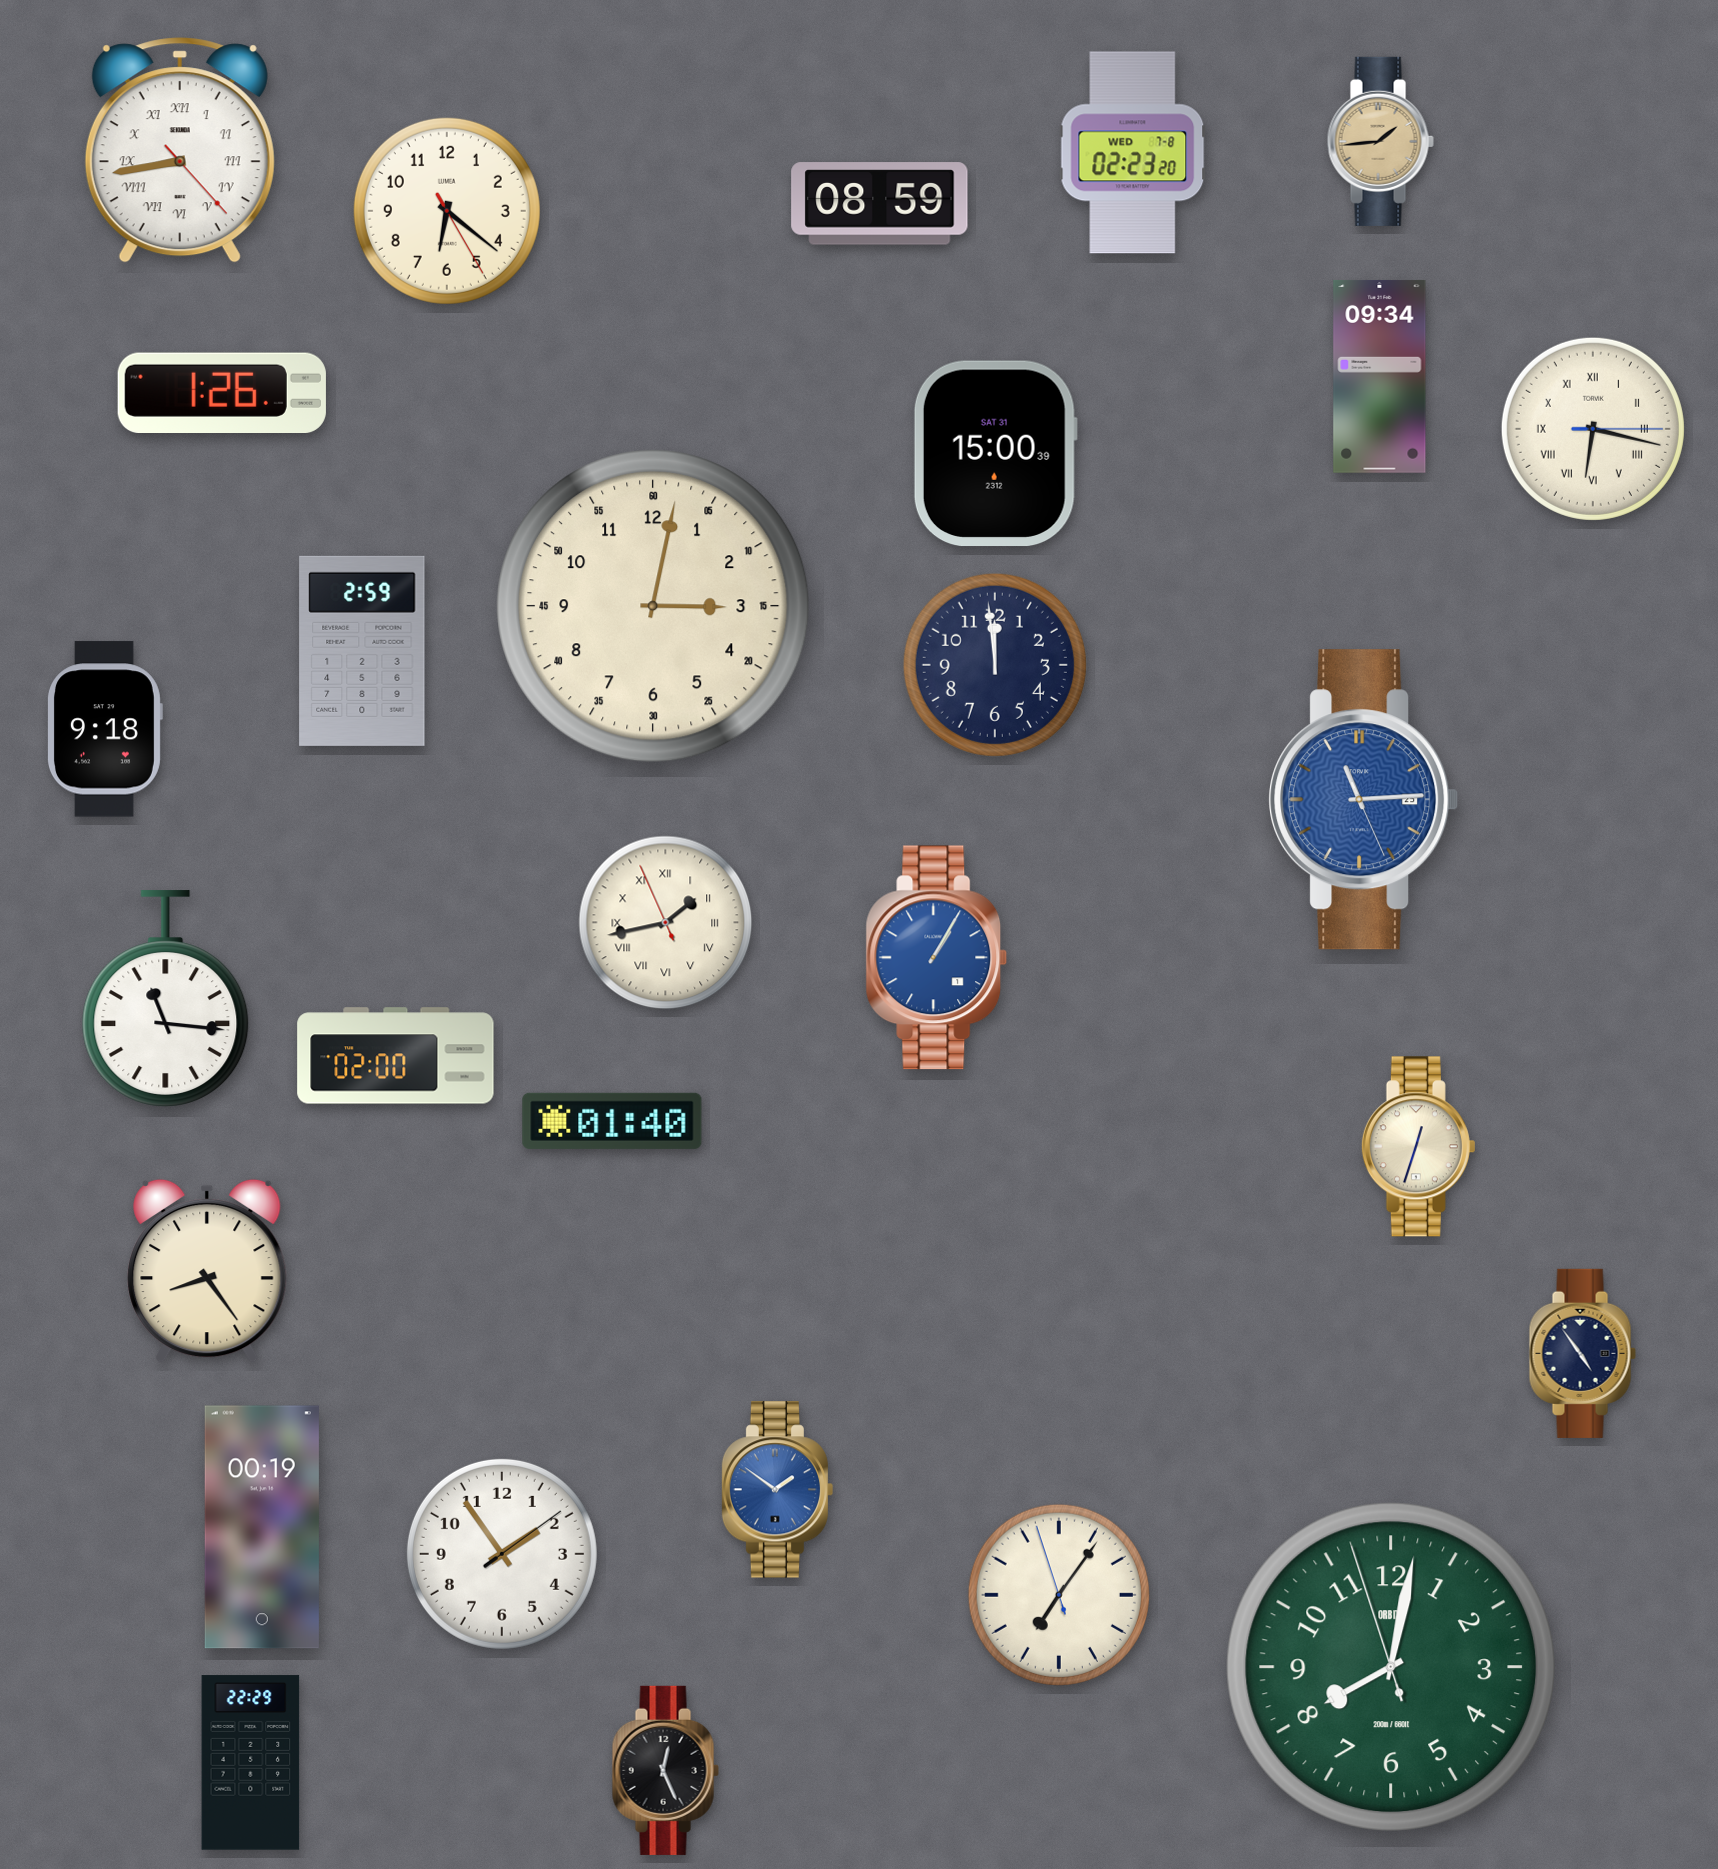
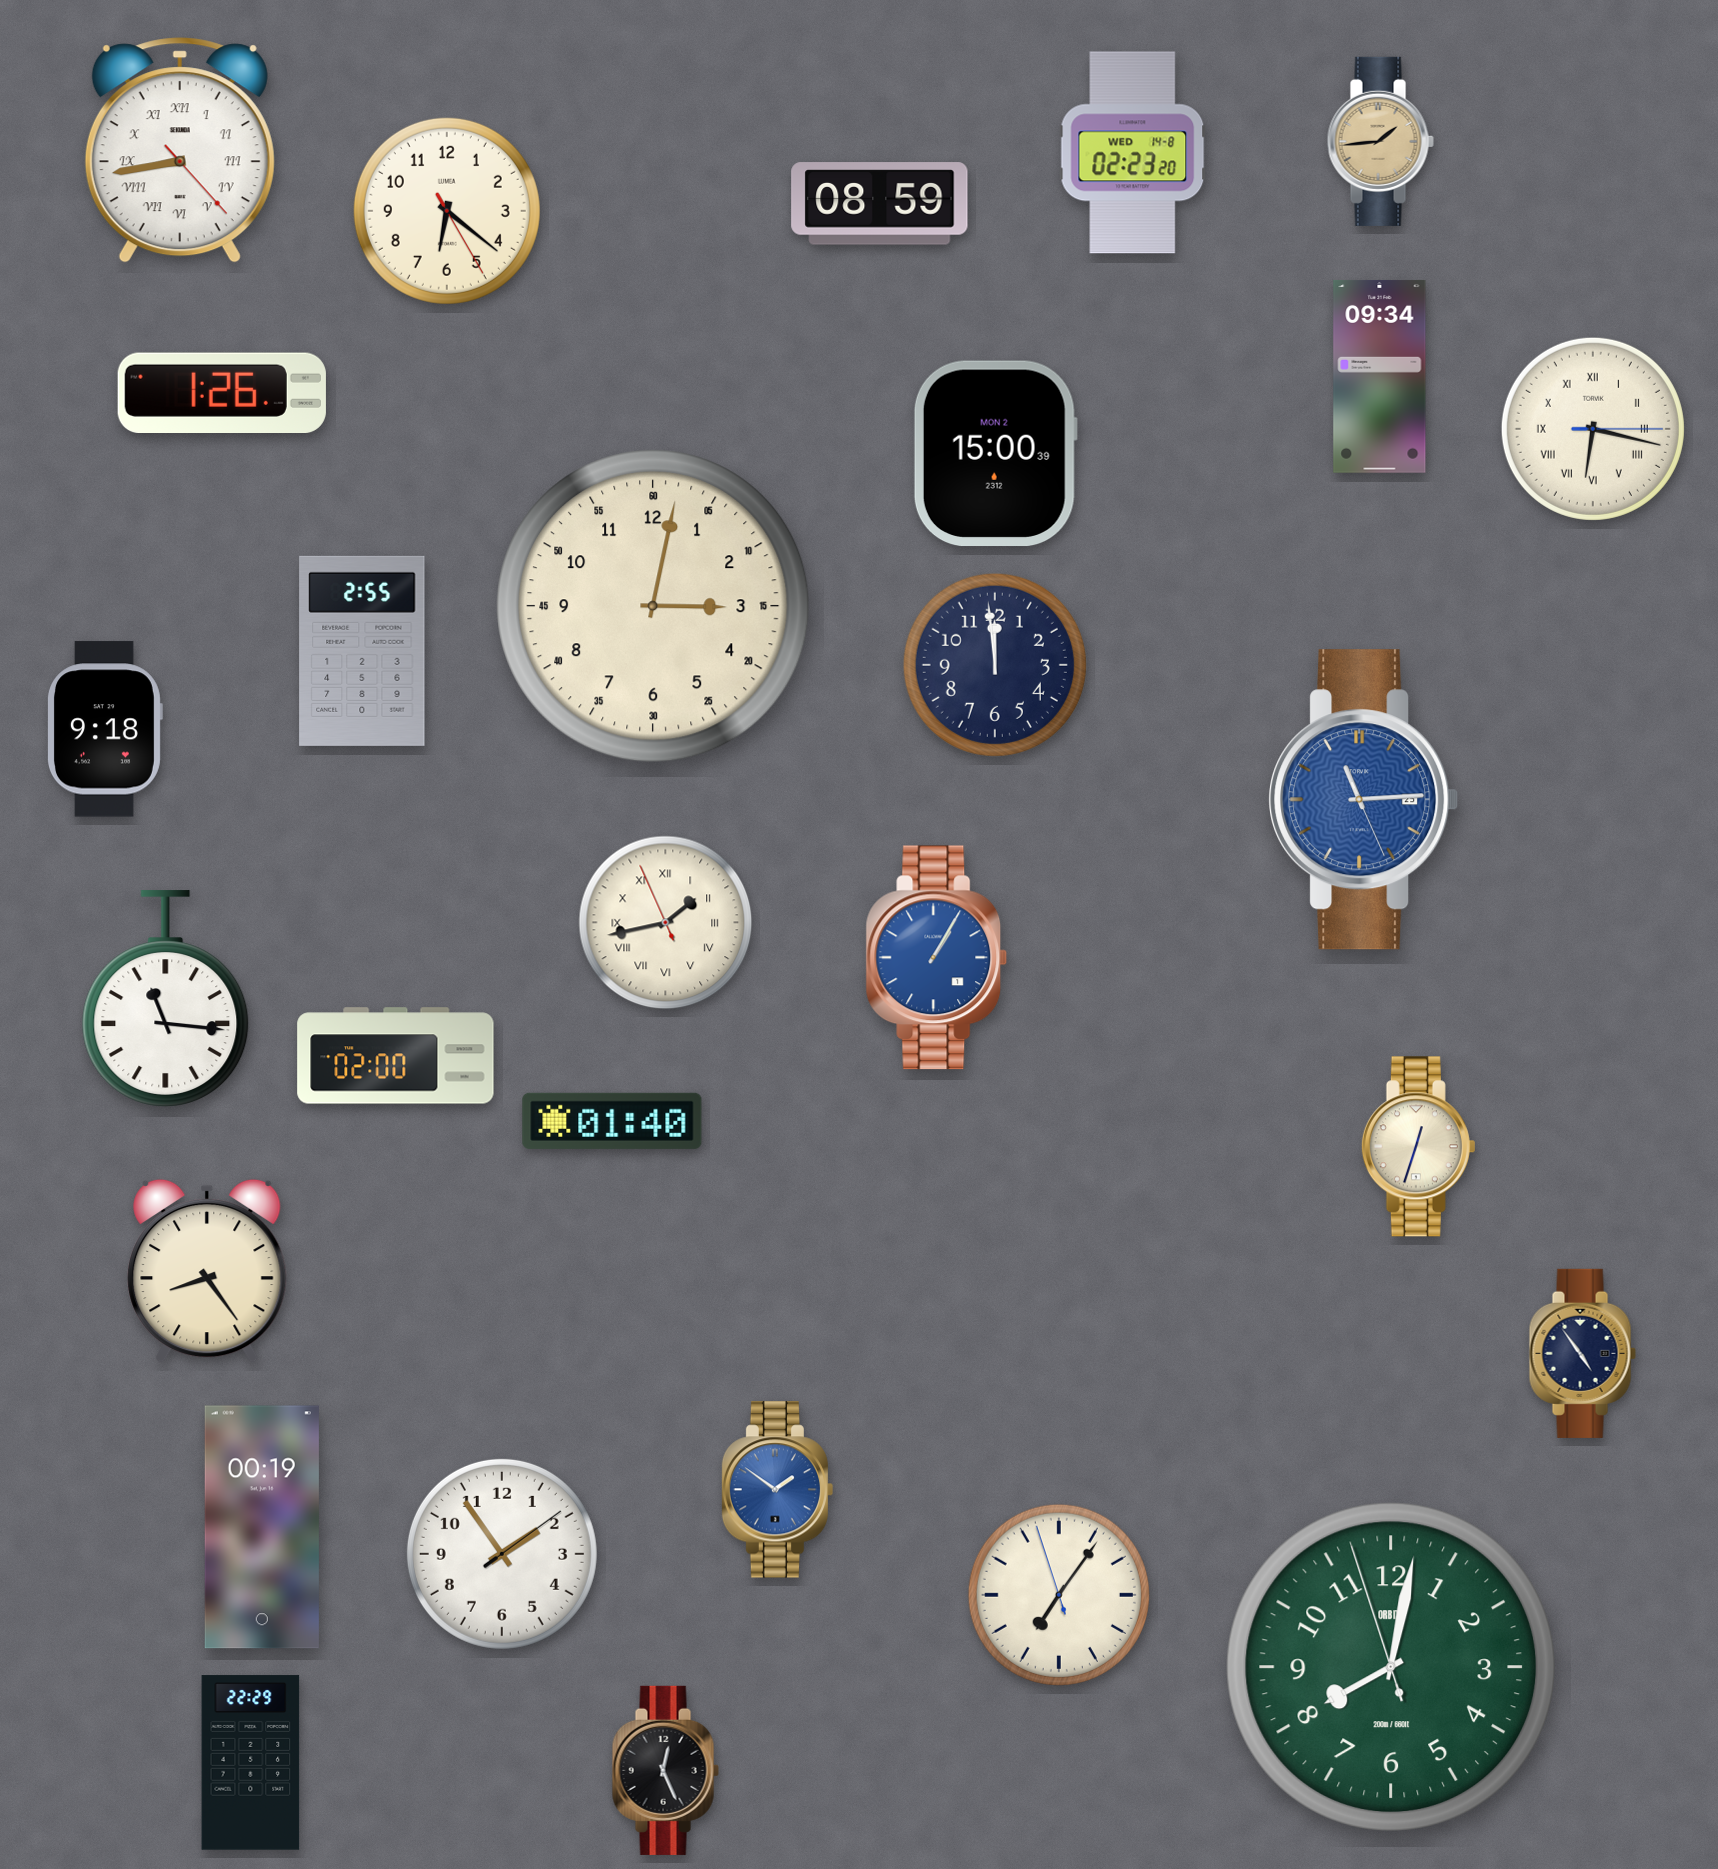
clock at (1133, 153) date: WED 7-8 -> WED 14-8
clock at (995, 454) date: SAT 31 -> MON 2
clock at (362, 651): 2:59 -> 2:55
